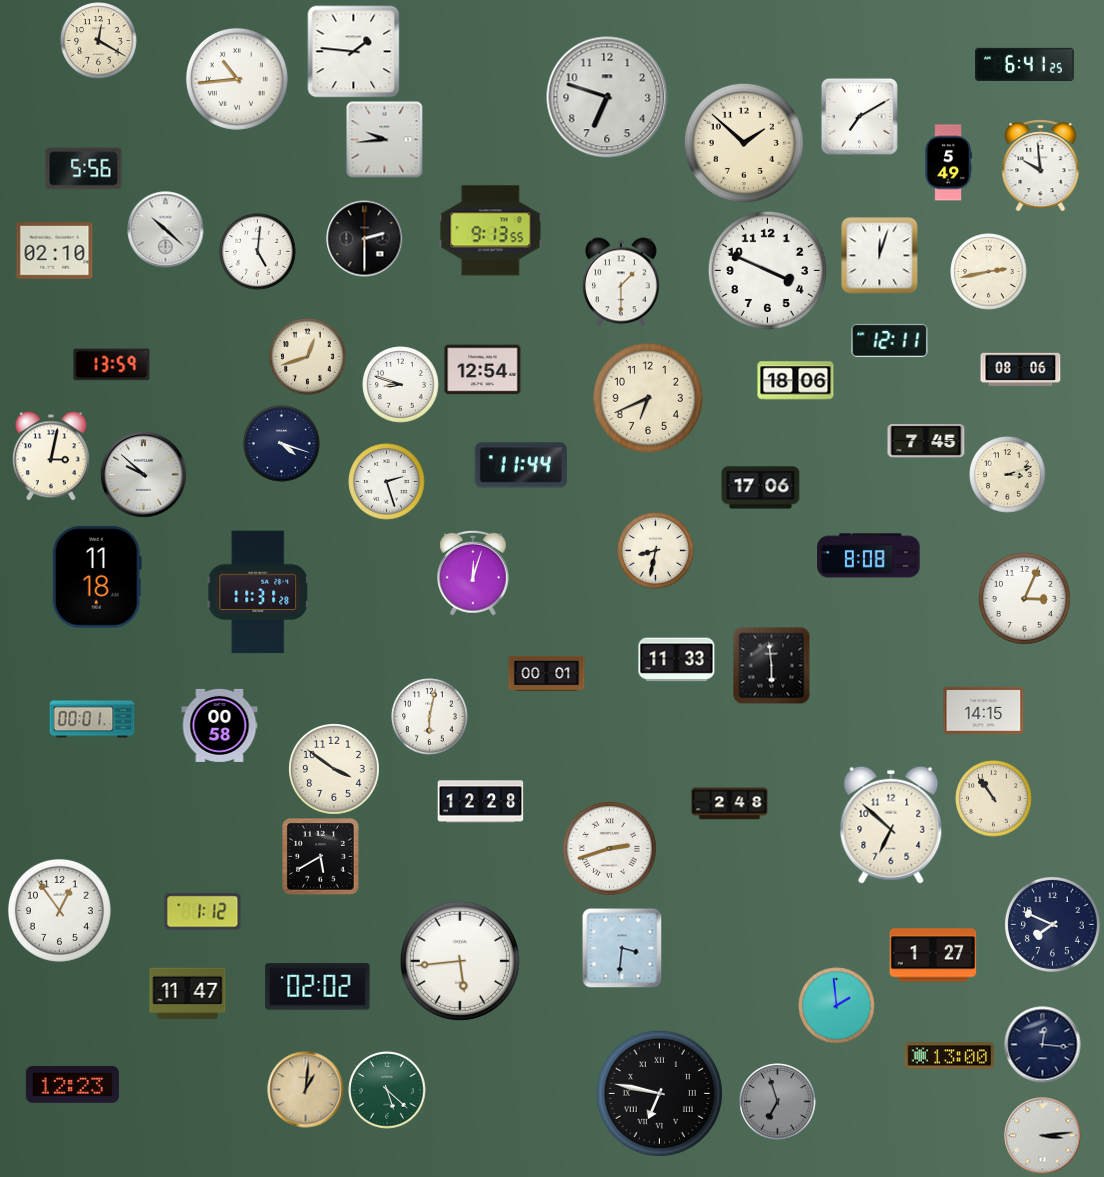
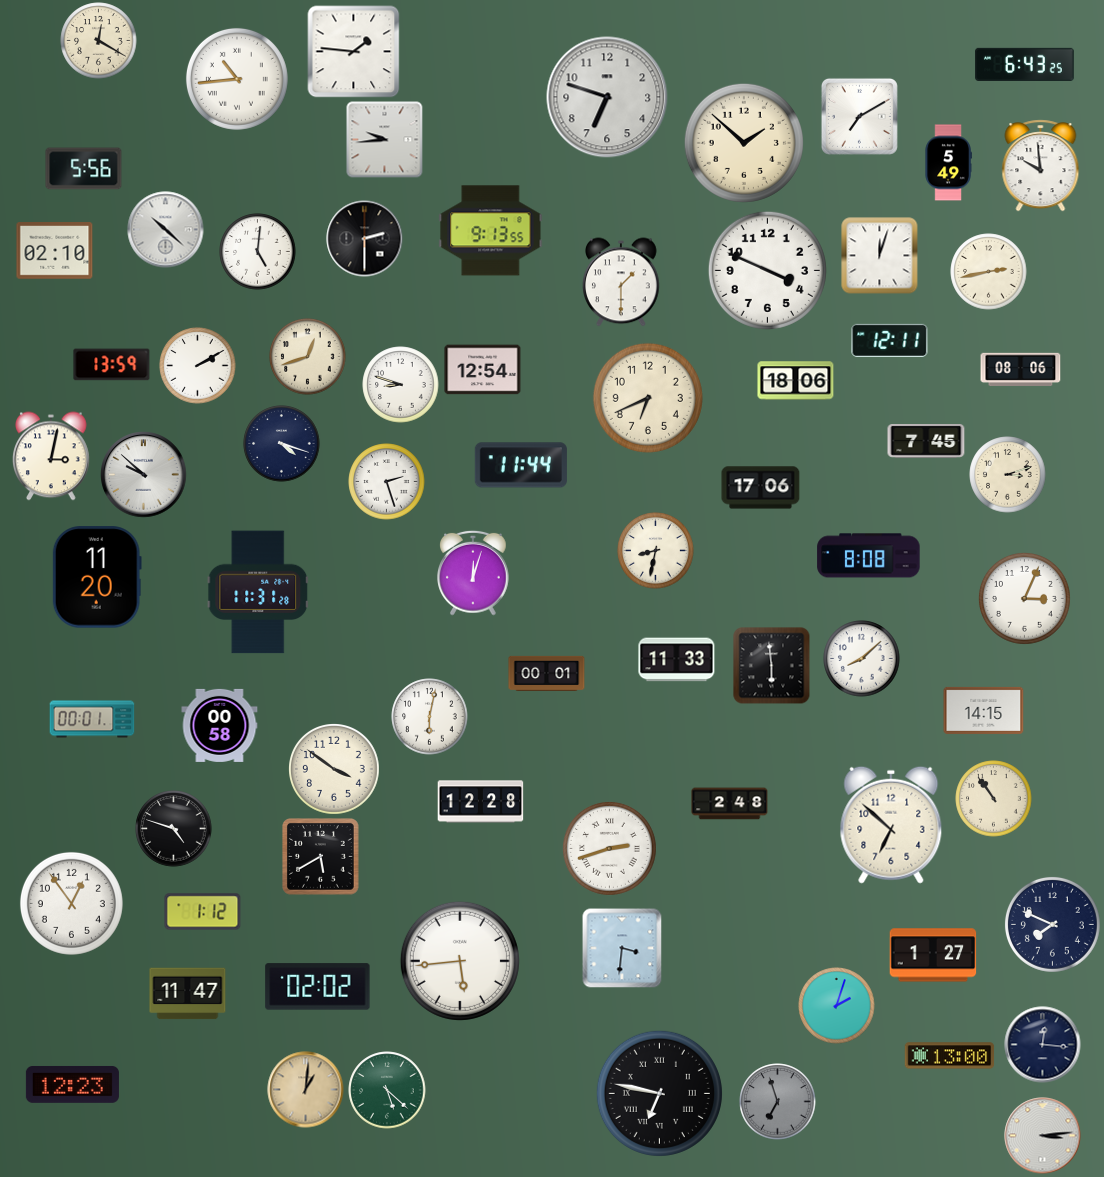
clock at (1025, 64): 6:41 -> 6:43
clock at (198, 366): none -> 2:10
clock at (97, 577): 11:18 -> 11:20
clock at (862, 659): none -> 8:08
clock at (174, 829): none -> 4:48
clock at (59, 910) position: (59, 910) -> (71, 903)
clock at (837, 1006): 1:59 -> 2:03
